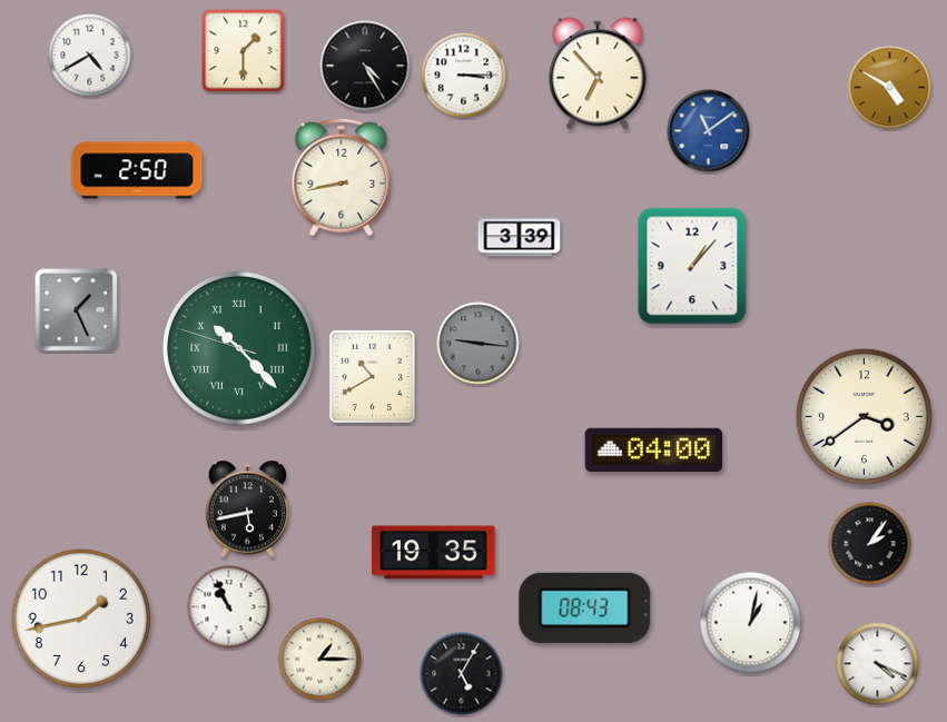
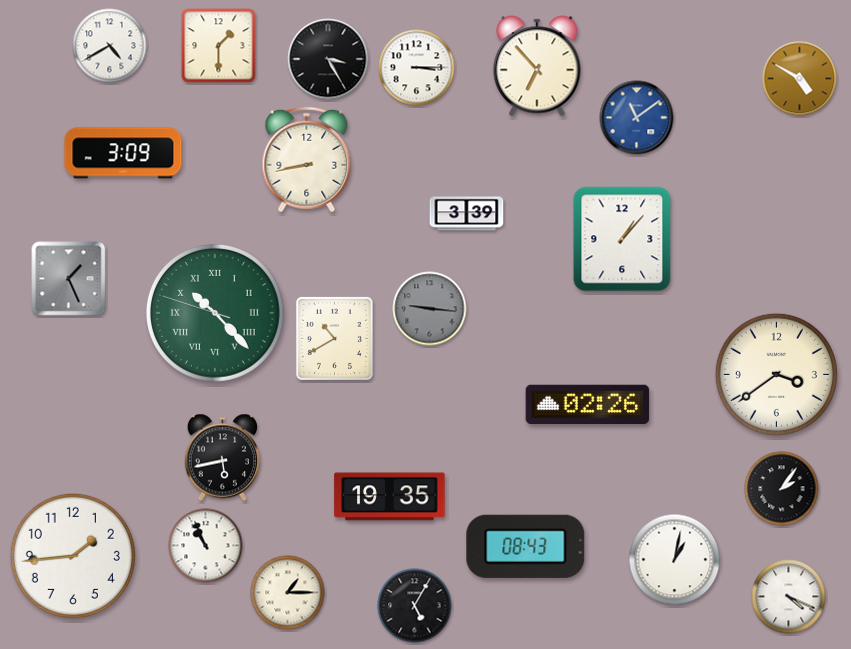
clock at (90, 56) position: (90, 56) -> (110, 46)
clock at (365, 66): 4:25 -> 3:25
clock at (137, 170): 2:50 -> 3:09
clock at (654, 449): 04:00 -> 02:26
clock at (81, 619): 1:43 -> 1:44
